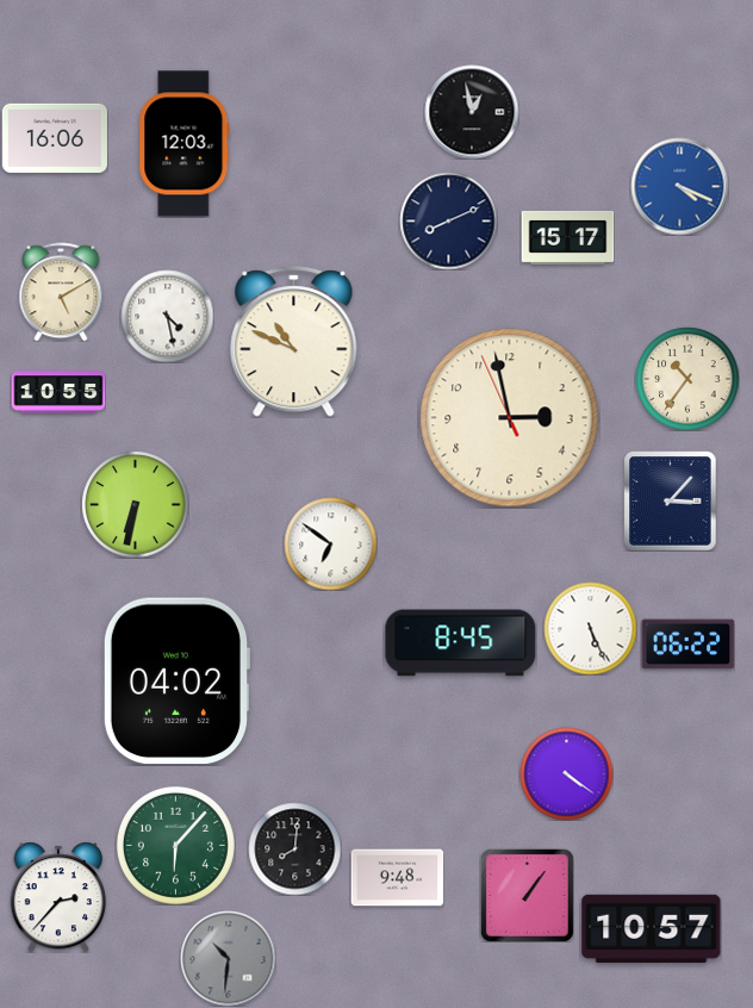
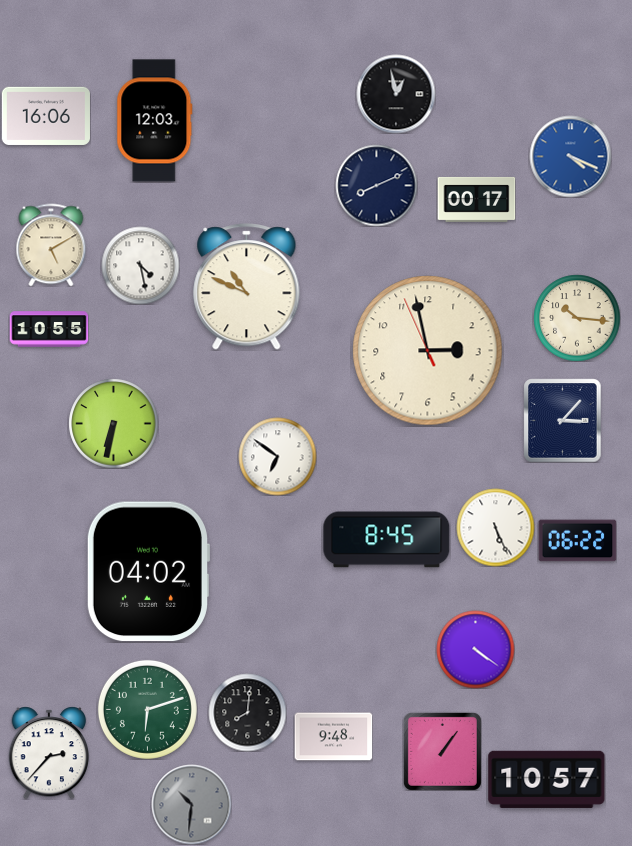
clock at (567, 237): 15:17 -> 00:17
clock at (687, 379): 10:36 -> 10:16
clock at (175, 845): 6:07 -> 6:12
